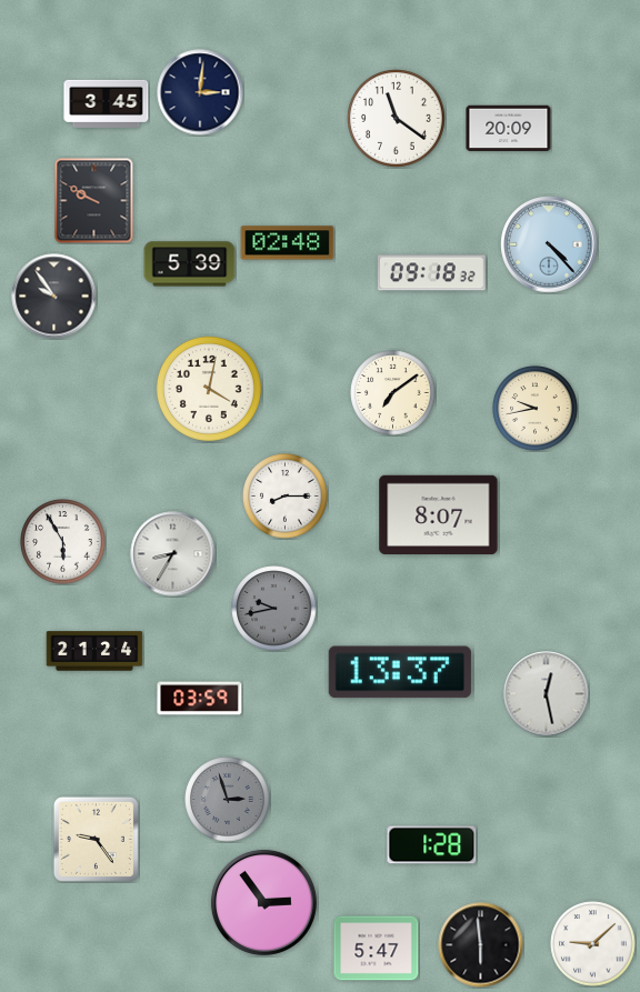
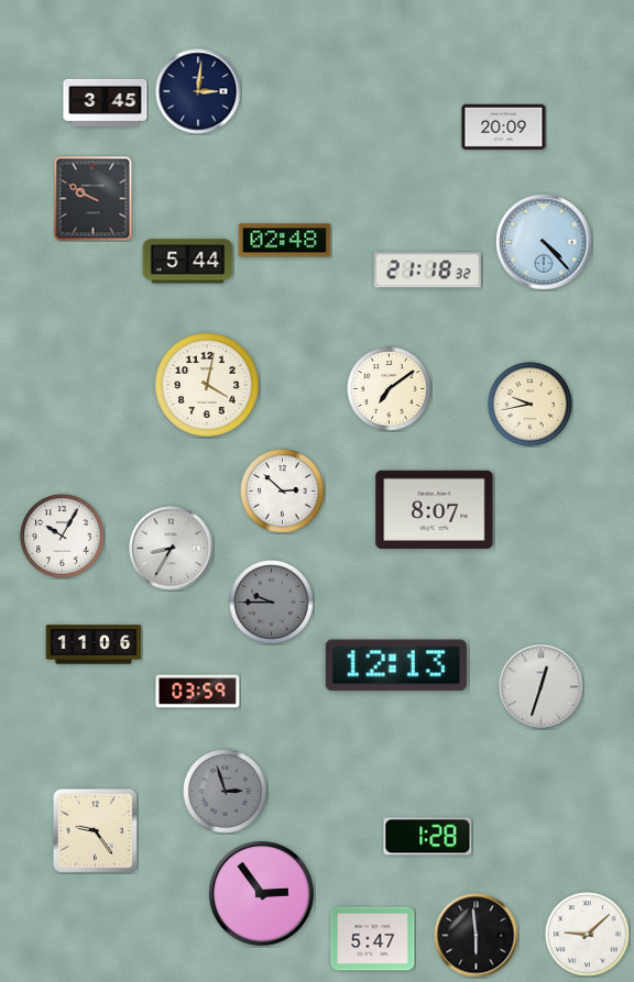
clock at (397, 119): 11:21 -> none
clock at (190, 264): 5:39 -> 5:44
clock at (431, 273): 09:18 -> 21:18
clock at (54, 297): 9:54 -> none
clock at (286, 497): 8:15 -> 2:52
clock at (63, 542): 5:55 -> 10:05
clock at (274, 609): 9:43 -> 9:45
clock at (94, 651): 21:24 -> 11:06
clock at (400, 672): 13:37 -> 12:13
clock at (547, 694): 12:28 -> 12:33
